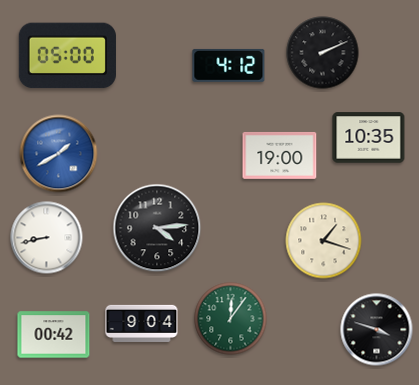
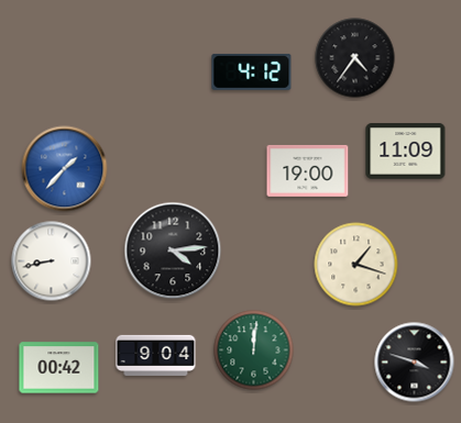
clock at (323, 53): 2:11 -> 4:36
clock at (67, 56): 05:00 -> none
clock at (369, 138): 10:35 -> 11:09
clock at (59, 154): 1:40 -> 1:37
clock at (231, 319): 12:06 -> 12:01
